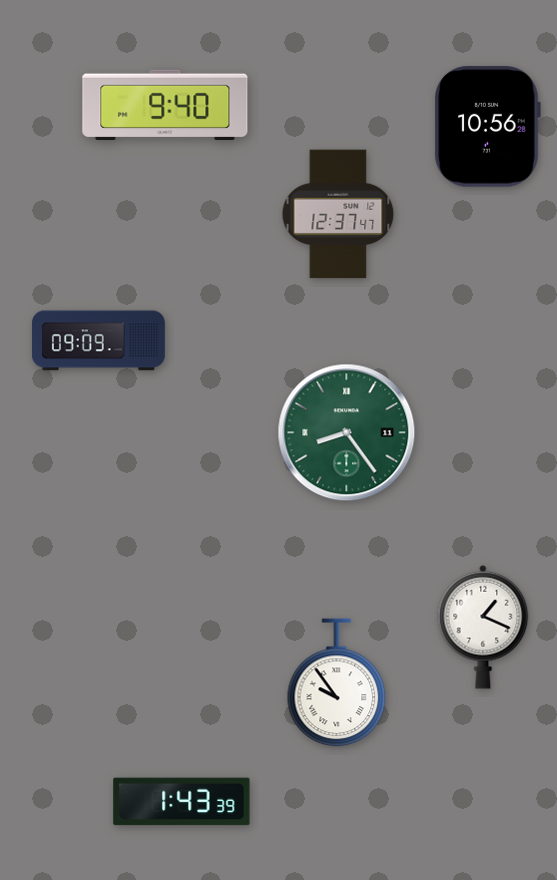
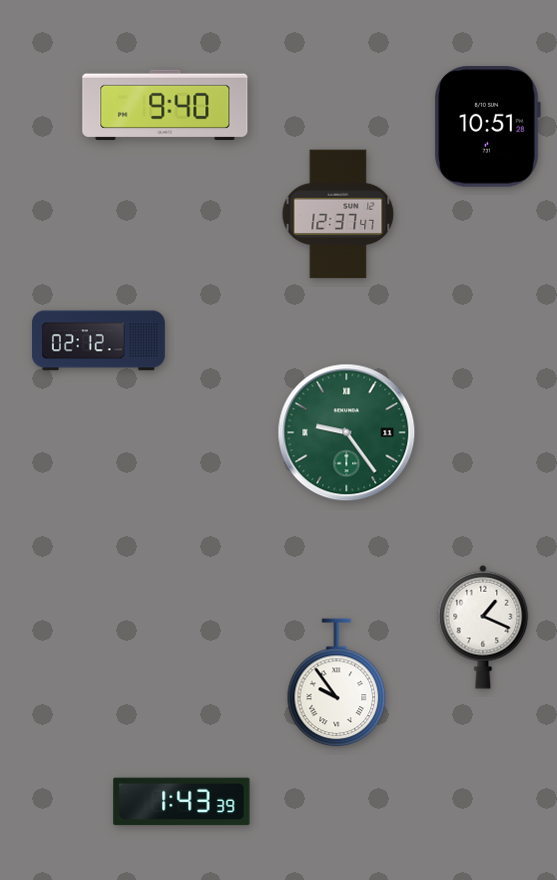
clock at (487, 127): 10:56 -> 10:51
clock at (98, 341): 09:09 -> 02:12
clock at (347, 433): 8:24 -> 9:24
